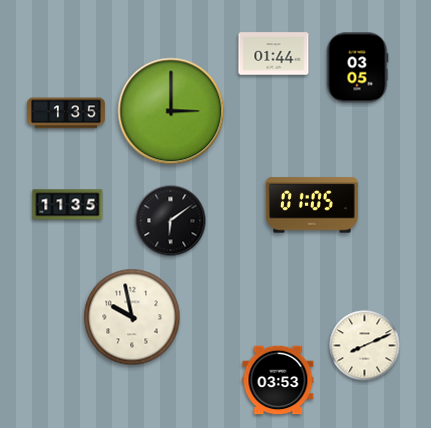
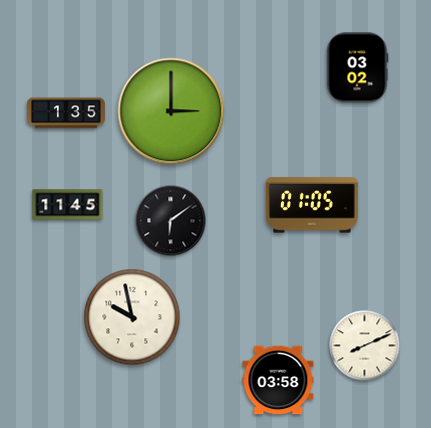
clock at (274, 54): 01:44 -> none
clock at (357, 68): 03:05 -> 03:02
clock at (68, 205): 11:35 -> 11:45
clock at (278, 380): 03:53 -> 03:58
